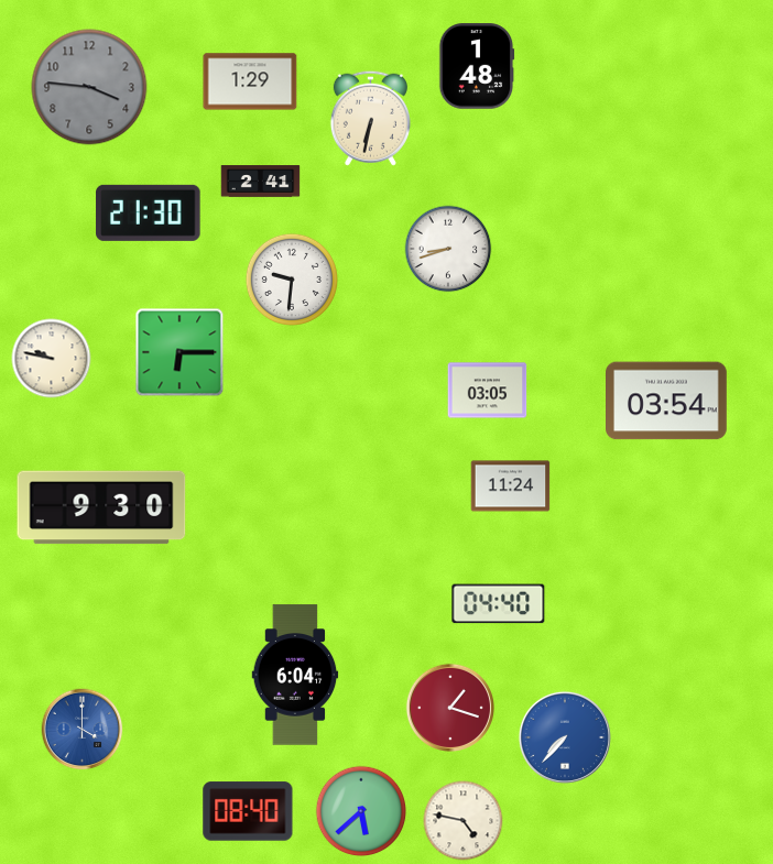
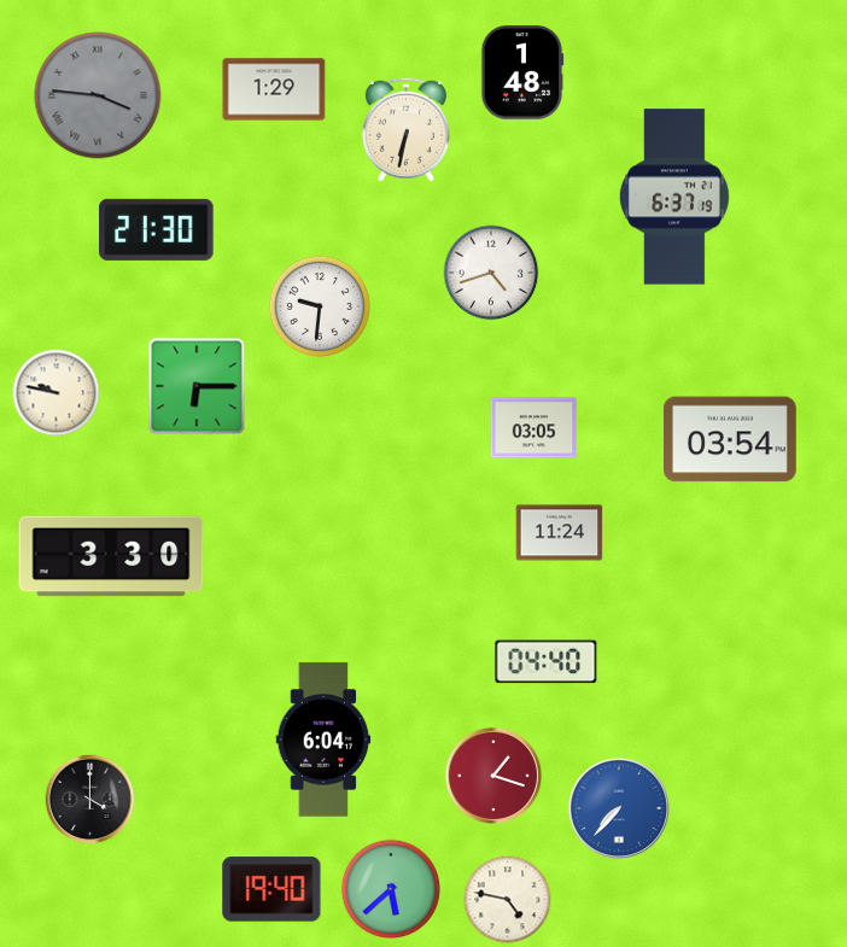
clock at (89, 87) numerals: Arabic -> Roman
clock at (674, 197): none -> 6:37
clock at (261, 182): 2:41 -> none
clock at (149, 212) position: (149, 212) -> (157, 229)
clock at (448, 249): 8:42 -> 4:42
clock at (101, 507): 9:30 -> 3:30
clock at (83, 730) dial: blue -> black
clock at (248, 811): 08:40 -> 19:40
clock at (361, 811) position: (361, 811) -> (391, 889)
